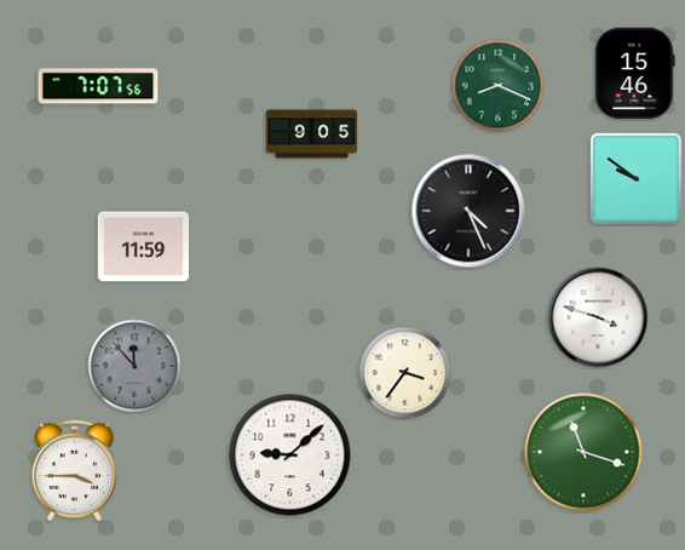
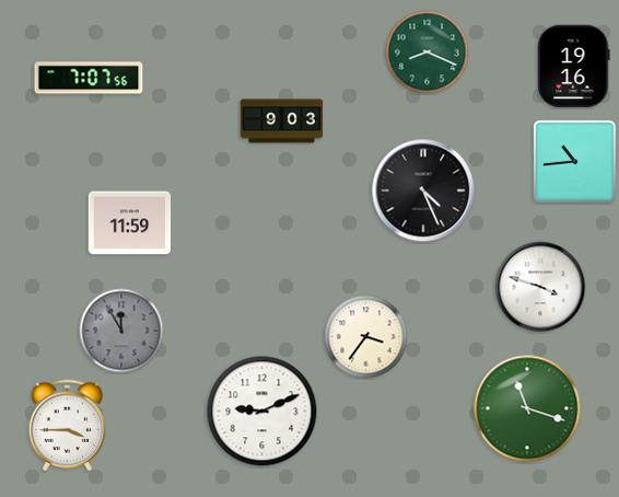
clock at (635, 74): 15:46 -> 19:16
clock at (499, 86) position: (499, 86) -> (428, 53)
clock at (312, 134): 9:05 -> 9:03
clock at (635, 178): 9:51 -> 10:44
clock at (134, 366): 11:53 -> 11:55
clock at (290, 456): 9:08 -> 9:11
